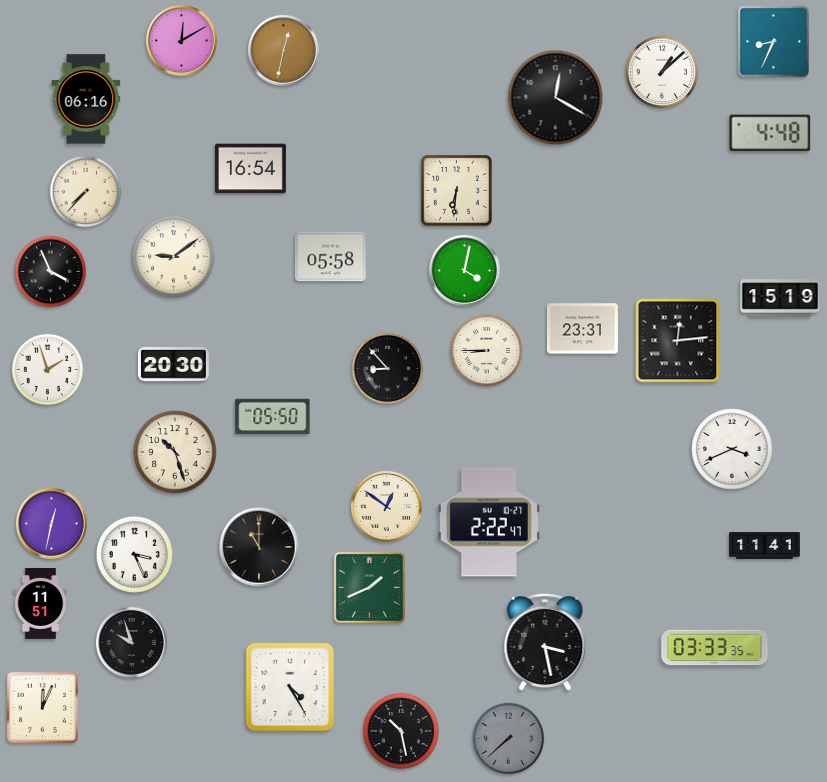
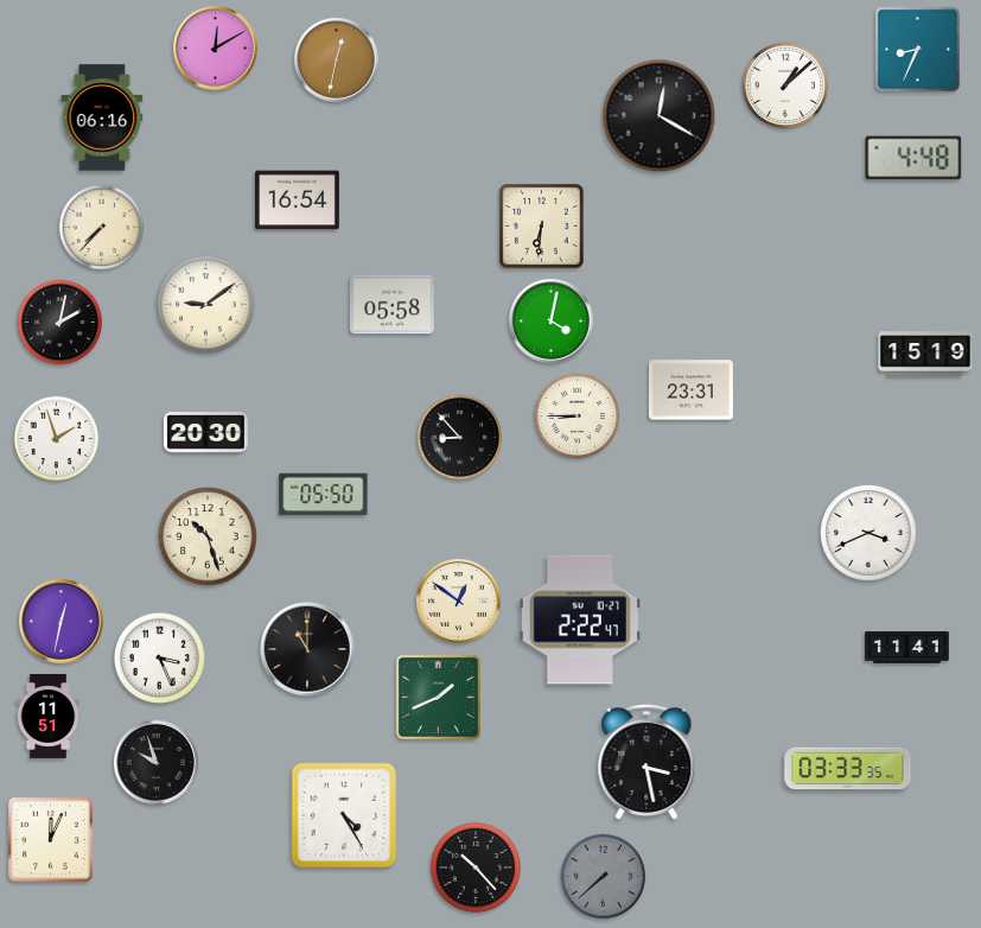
clock at (51, 272): 3:56 -> 2:02
clock at (678, 341): 12:14 -> none
clock at (401, 731): 10:28 -> 10:23
